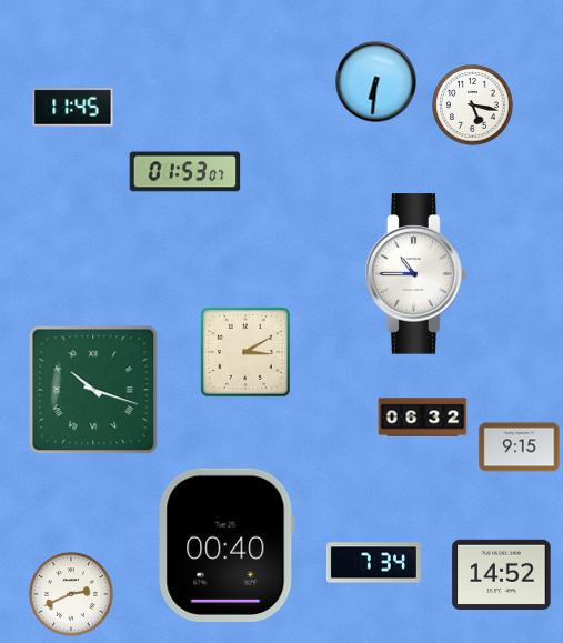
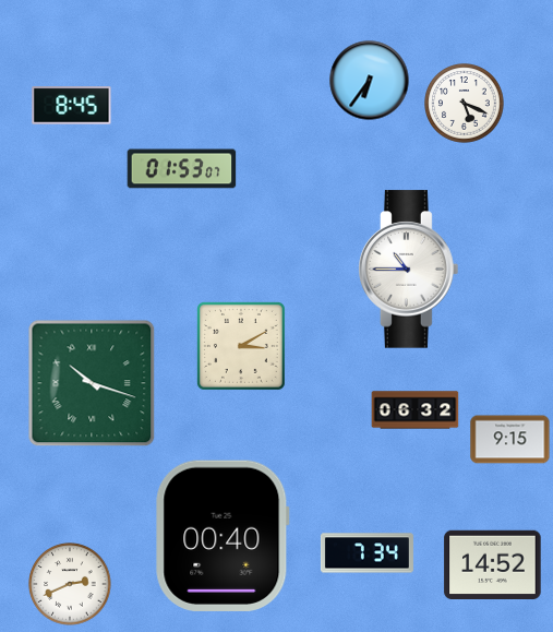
clock at (376, 82): 6:31 -> 6:36
clock at (473, 106): 5:17 -> 5:19
clock at (73, 108): 11:45 -> 8:45
